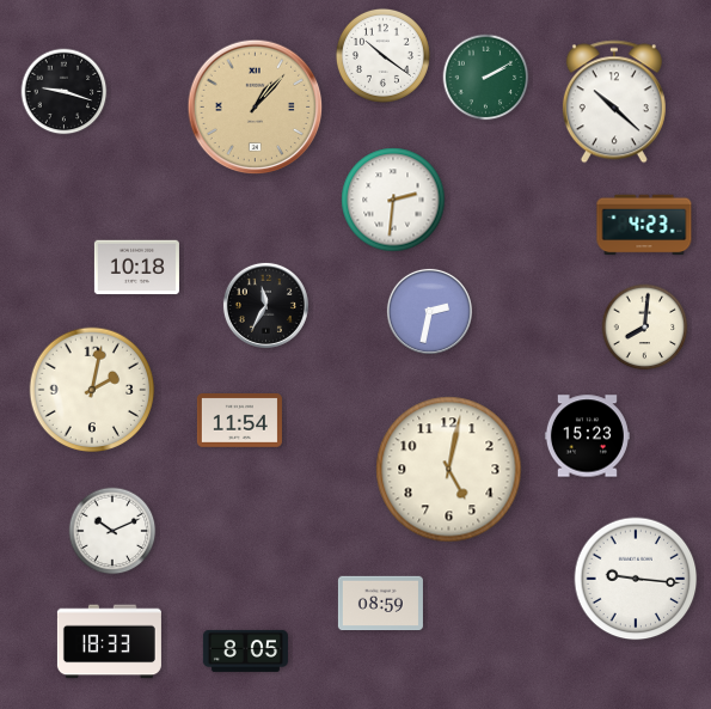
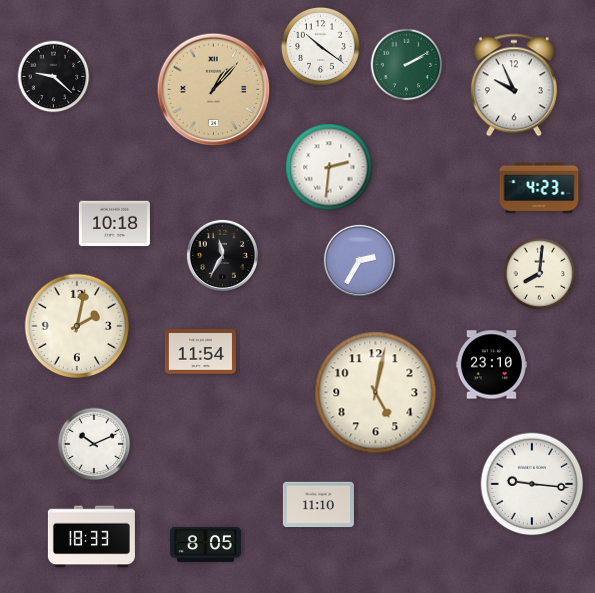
clock at (65, 92): 9:18 -> 9:22
clock at (614, 102): 10:22 -> 9:56
clock at (429, 311): 2:32 -> 2:35
clock at (587, 436): 15:23 -> 23:10
clock at (380, 604): 08:59 -> 11:10
